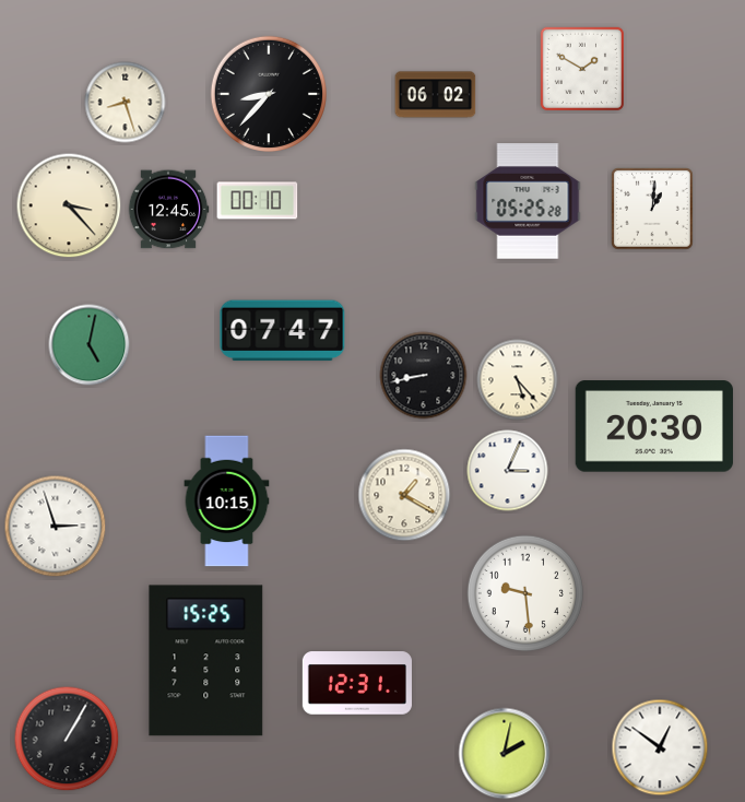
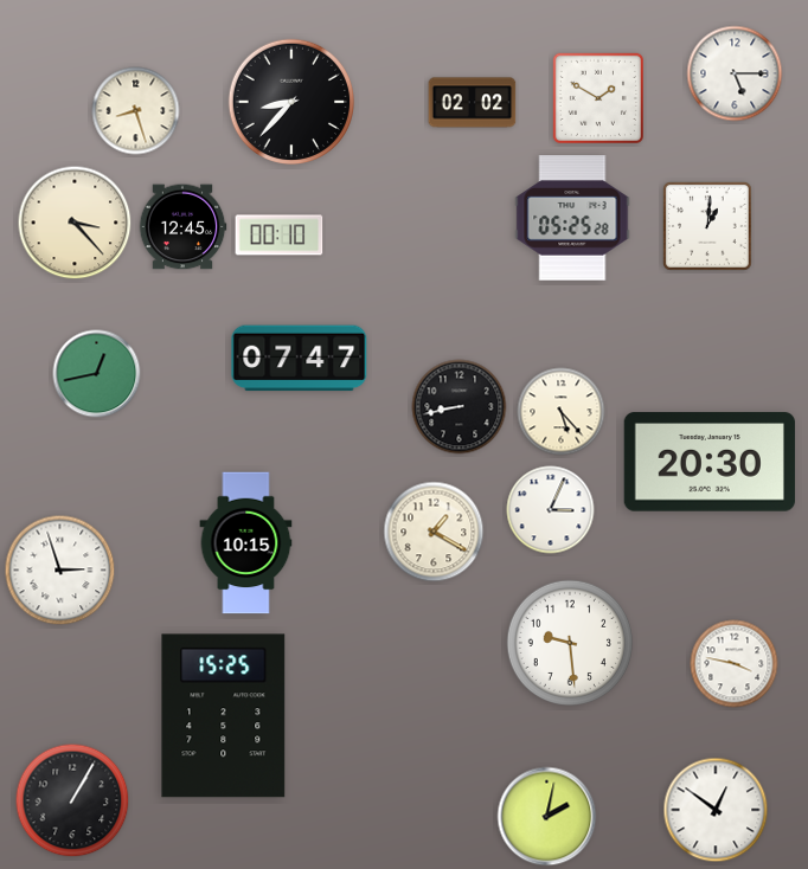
clock at (735, 73): none -> 5:15
clock at (582, 69) position: (582, 69) -> (598, 98)
clock at (436, 95): 06:02 -> 02:02
clock at (258, 201) position: (258, 201) -> (280, 236)
clock at (283, 331) position: (283, 331) -> (300, 359)
clock at (90, 345): 5:02 -> 12:43
clock at (404, 495) position: (404, 495) -> (434, 532)
clock at (735, 664): none -> 3:47
clock at (357, 683): 12:31 -> none
